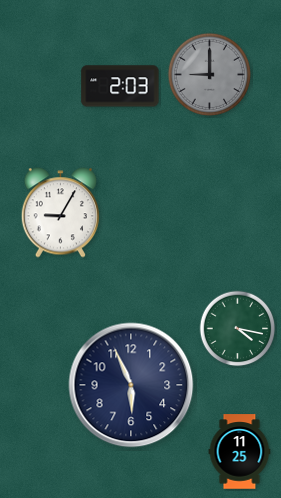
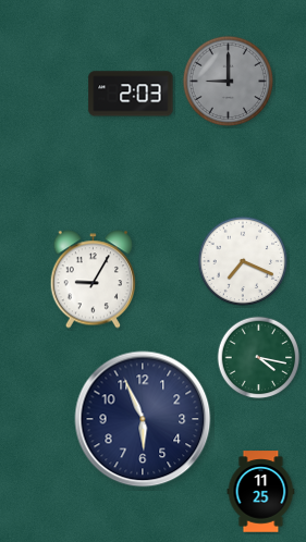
clock at (60, 213) position: (60, 213) -> (93, 280)
clock at (243, 261): none -> 7:19
